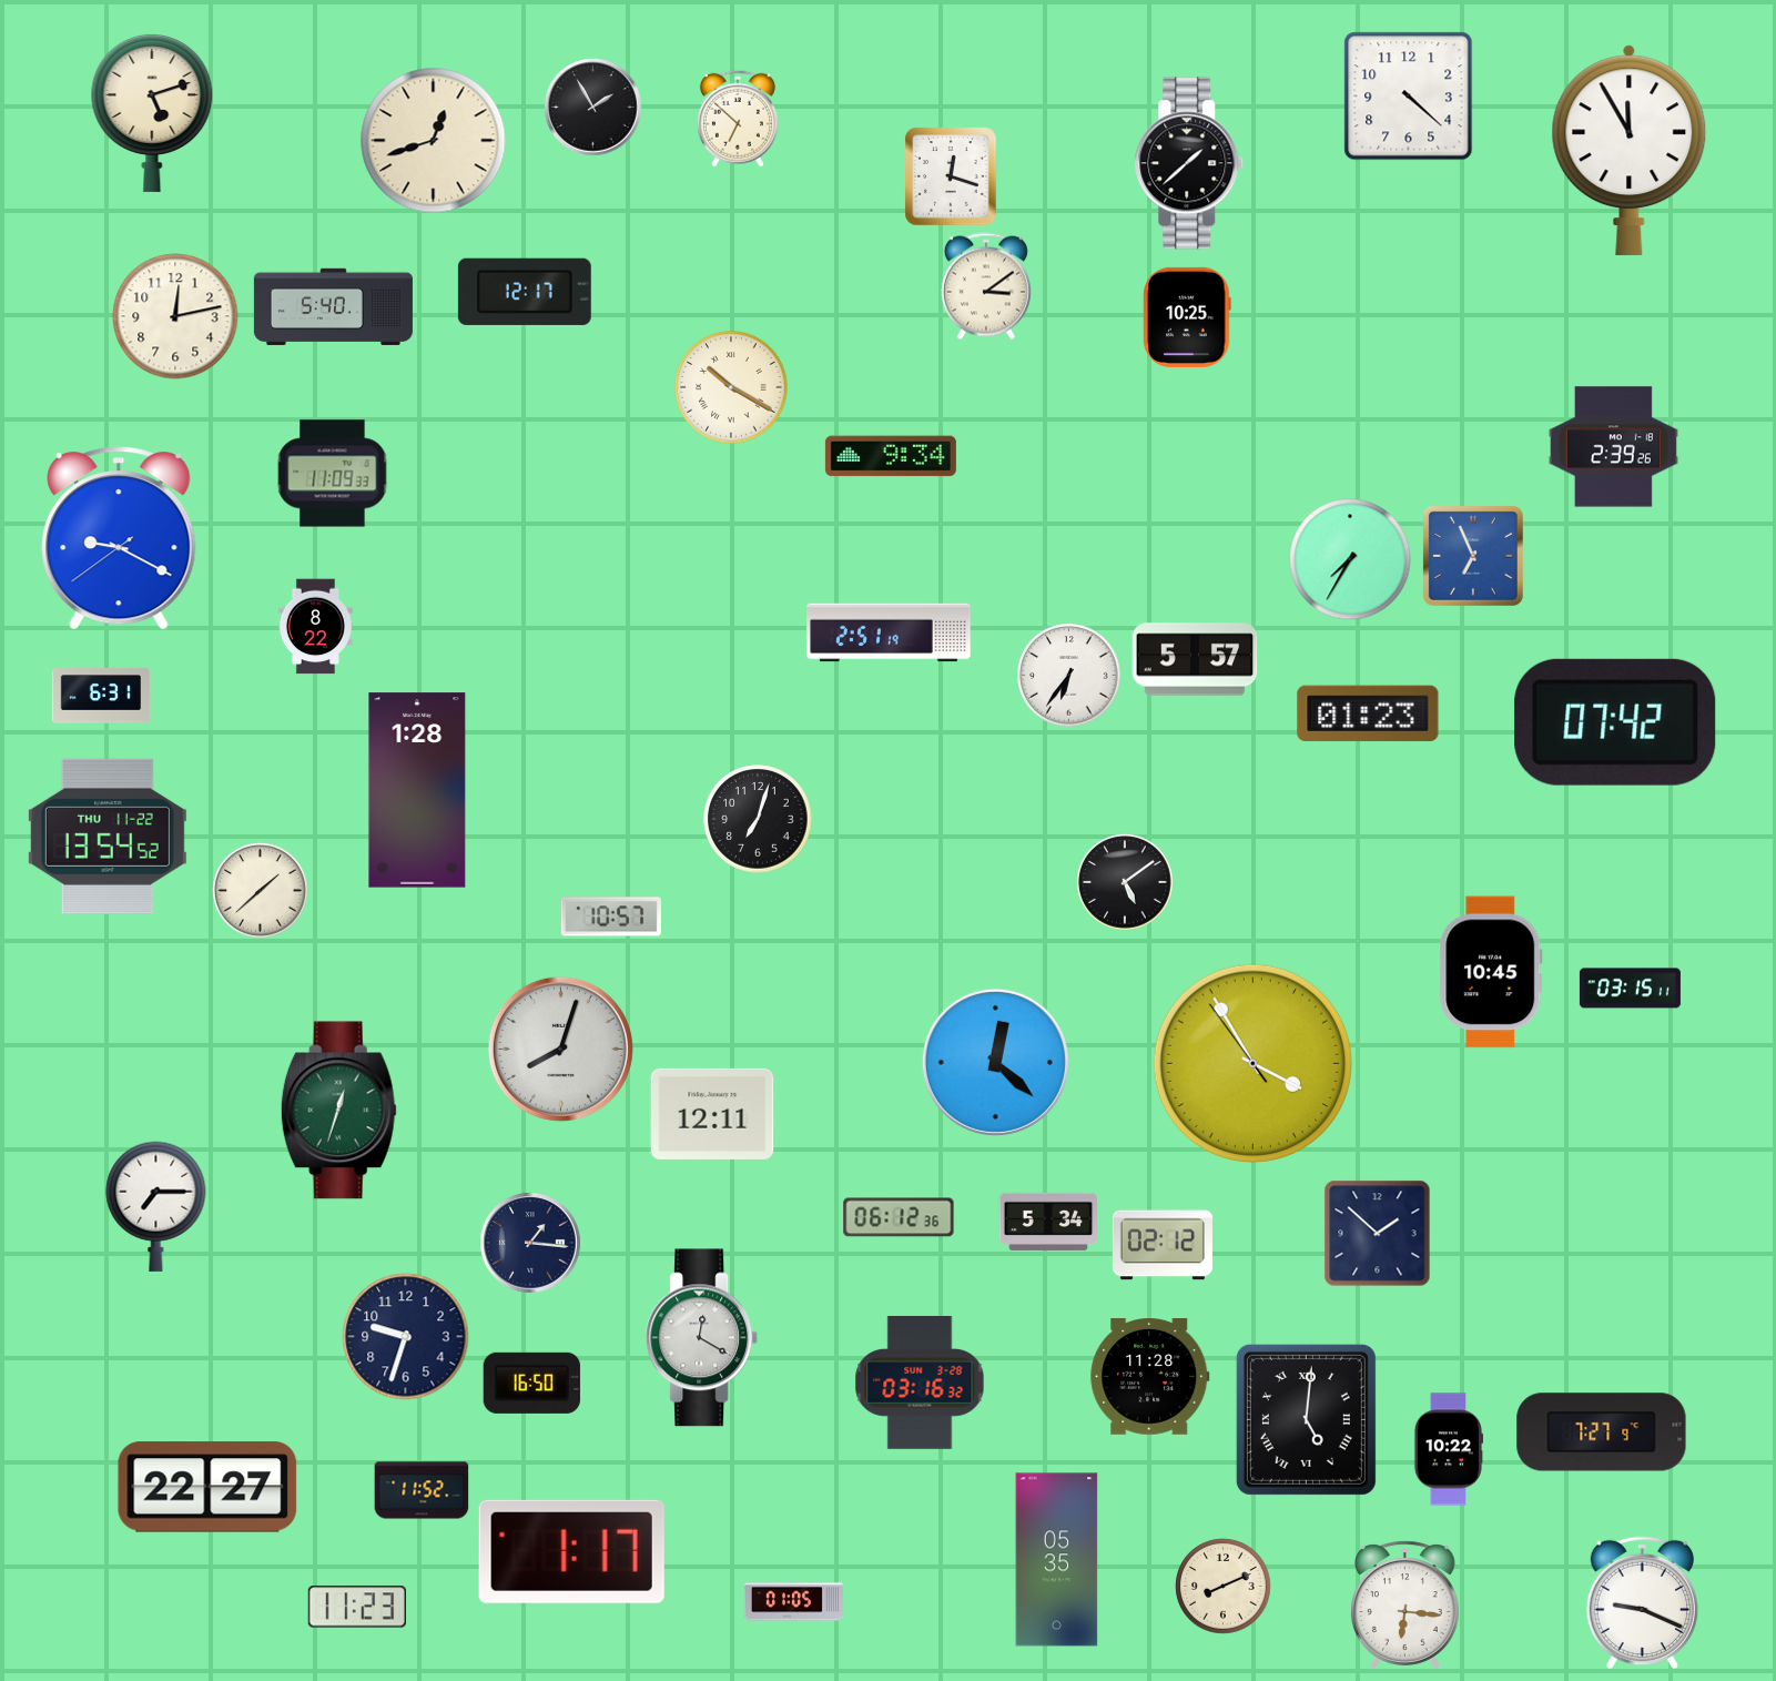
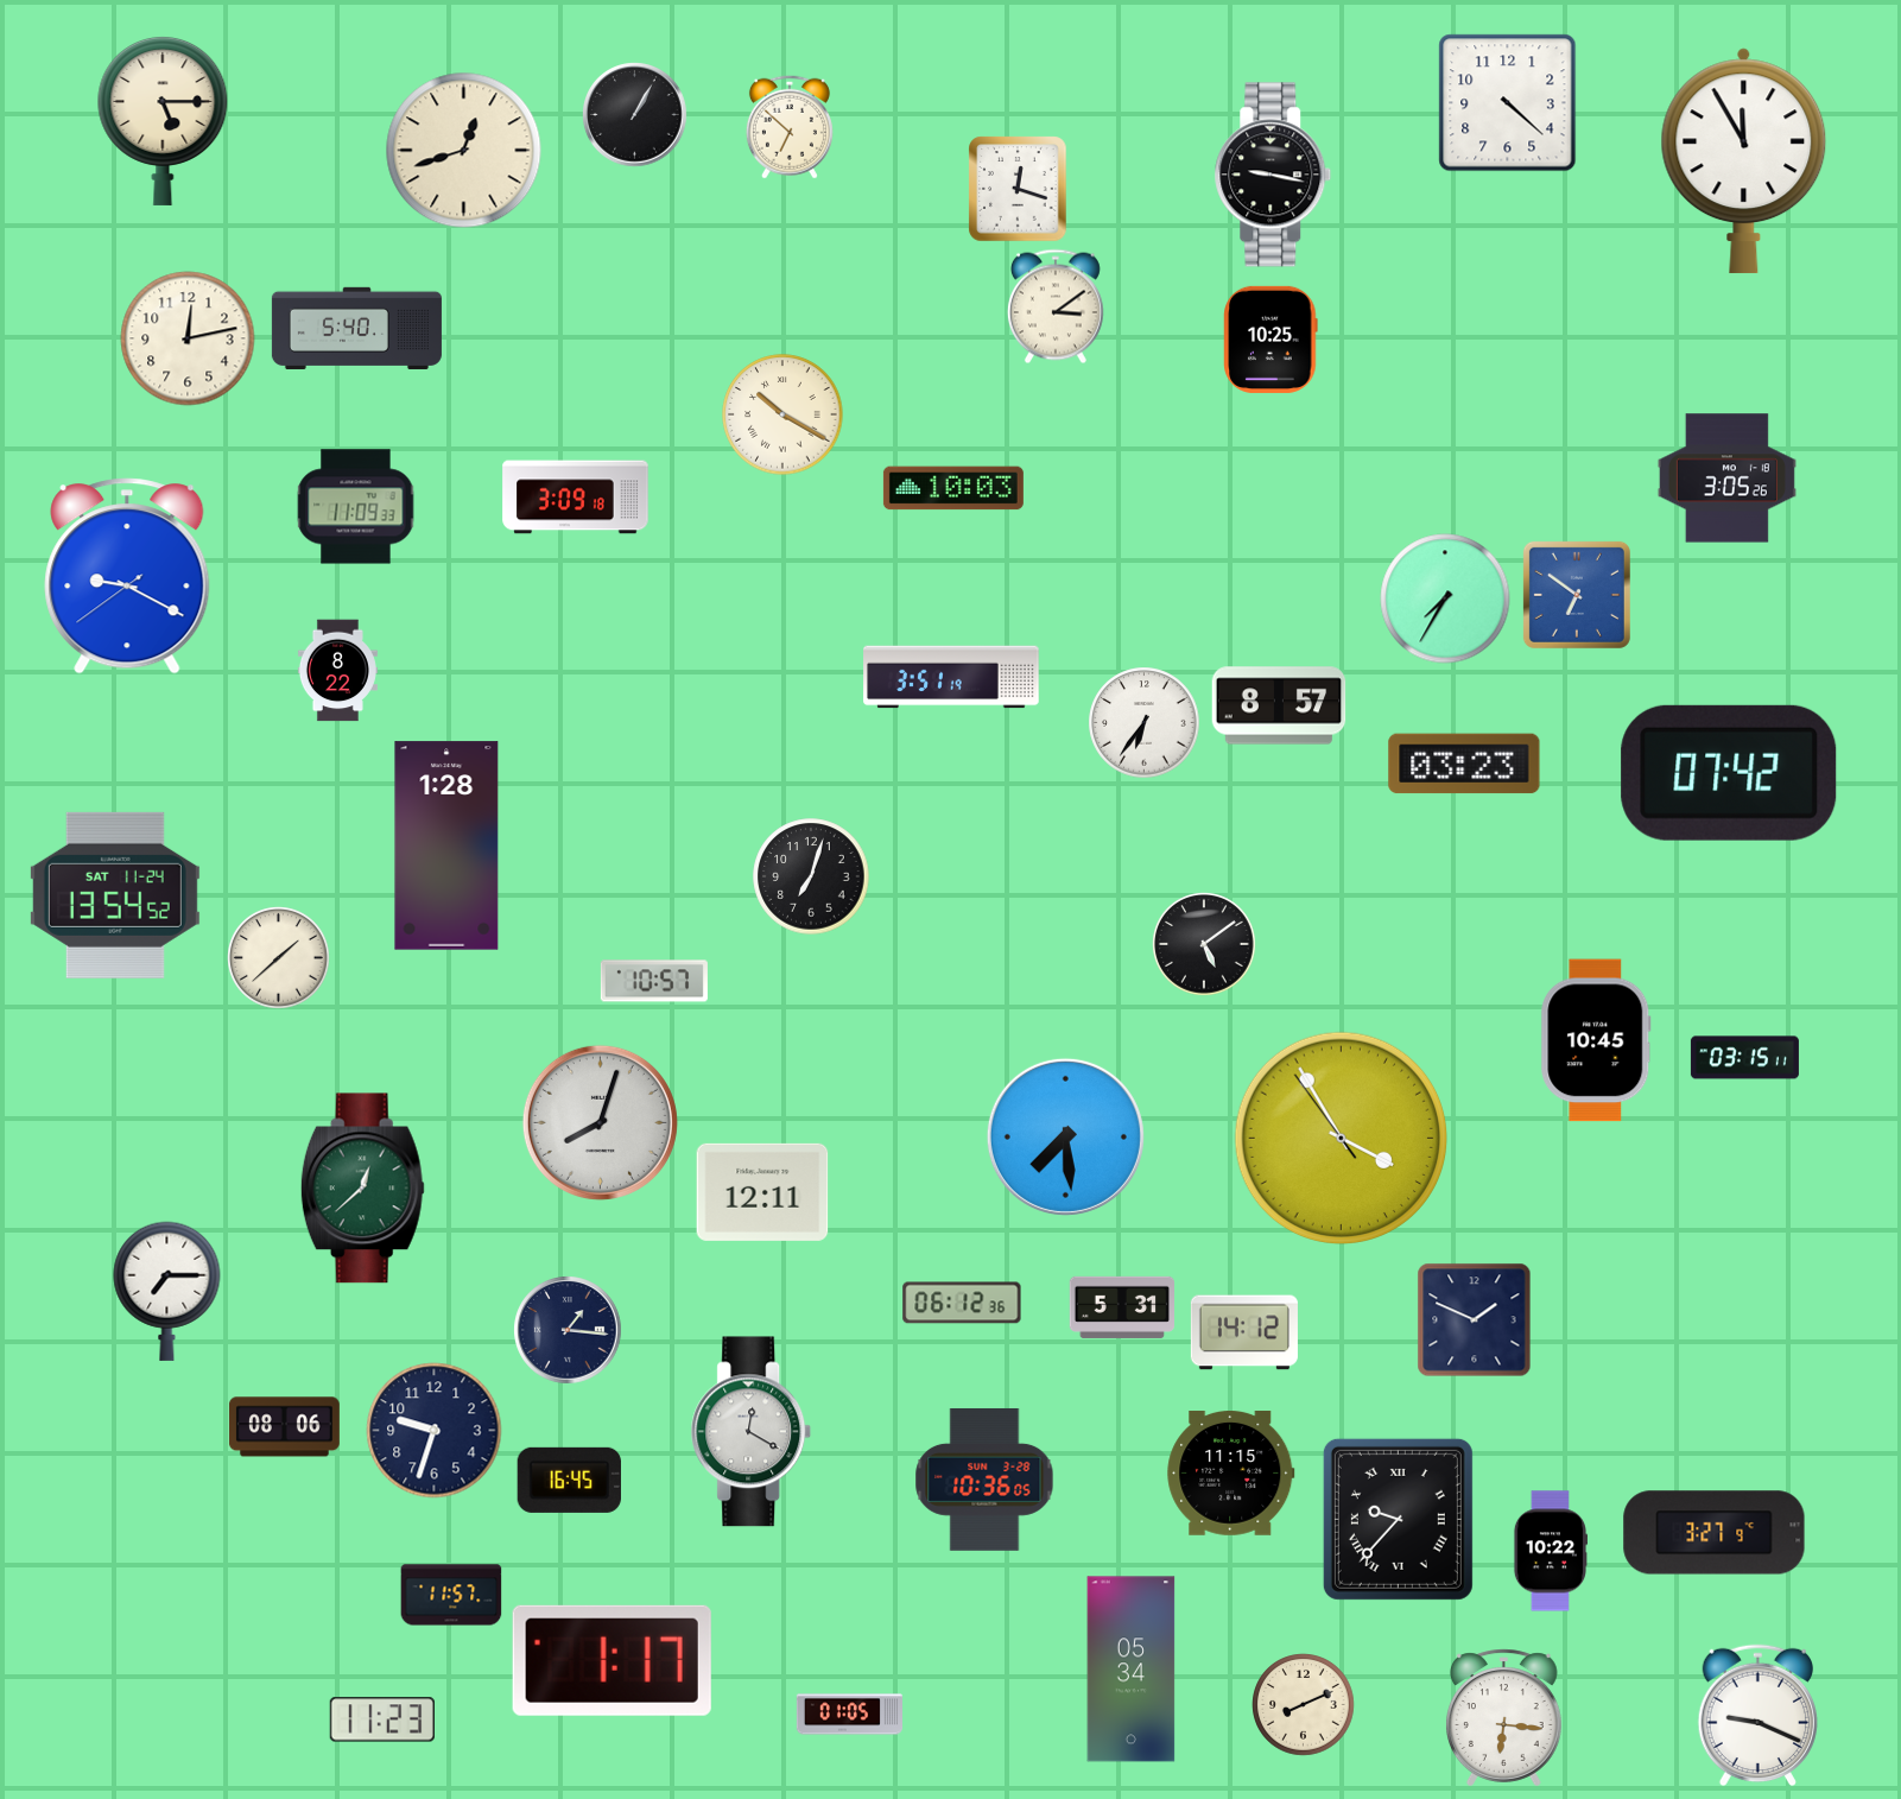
clock at (593, 108): 1:55 -> 1:05
clock at (152, 112): 5:12 -> 5:15
clock at (1189, 163): 1:38 -> 9:17
clock at (525, 292): 12:17 -> none
clock at (1613, 447): 2:39 -> 3:05
clock at (891, 456): 9:34 -> 10:03
clock at (576, 498): none -> 3:09
clock at (1473, 556): 6:56 -> 6:51
clock at (889, 632): 2:51 -> 3:51
clock at (1195, 659): 5:57 -> 8:57
clock at (101, 696): 6:31 -> none
clock at (1368, 713): 01:23 -> 03:23
clock at (108, 837) date: THU 11-22 -> SAT 11-24
clock at (261, 891) position: (261, 891) -> (279, 958)
clock at (995, 1062): 12:22 -> 7:29
clock at (338, 1111): 12:33 -> 12:38
clock at (1047, 1222): 5:34 -> 5:31
clock at (1378, 1234): 1:52 -> 1:49
clock at (1163, 1245): 02:12 -> 14:12
clock at (284, 1427): none -> 08:06
clock at (1150, 1377): 11:28 -> 11:15
clock at (531, 1383): 16:50 -> 16:45
clock at (920, 1383): 03:16 -> 10:36
clock at (1306, 1419): 5:01 -> 9:37
clock at (1602, 1432): 7:27 -> 3:27
clock at (207, 1487): 22:27 -> none
clock at (422, 1490): 11:52 -> 11:57
clock at (1057, 1560): 05:35 -> 05:34
clock at (1224, 1587) position: (1224, 1587) -> (1304, 1705)
